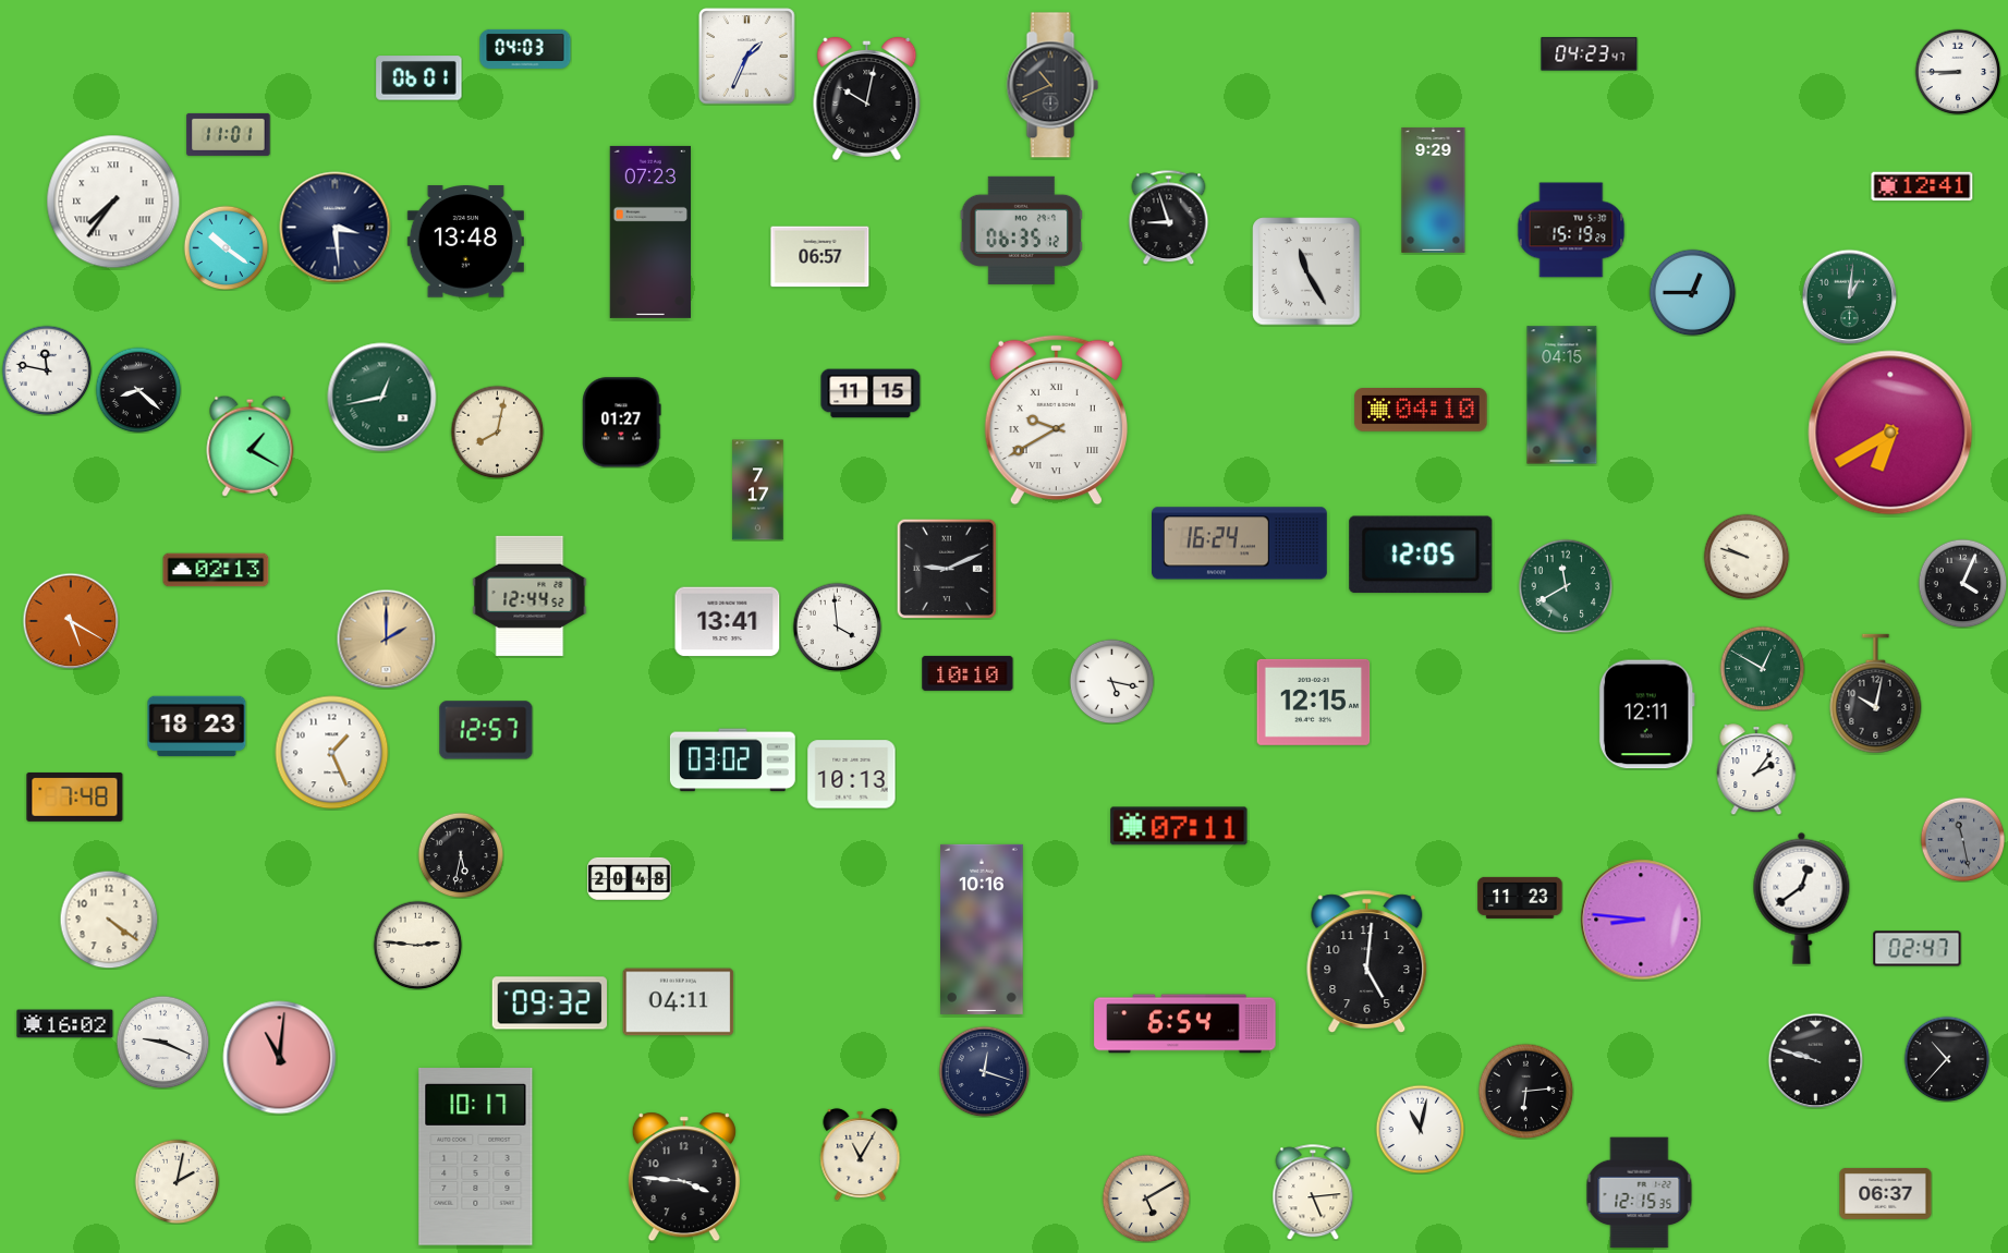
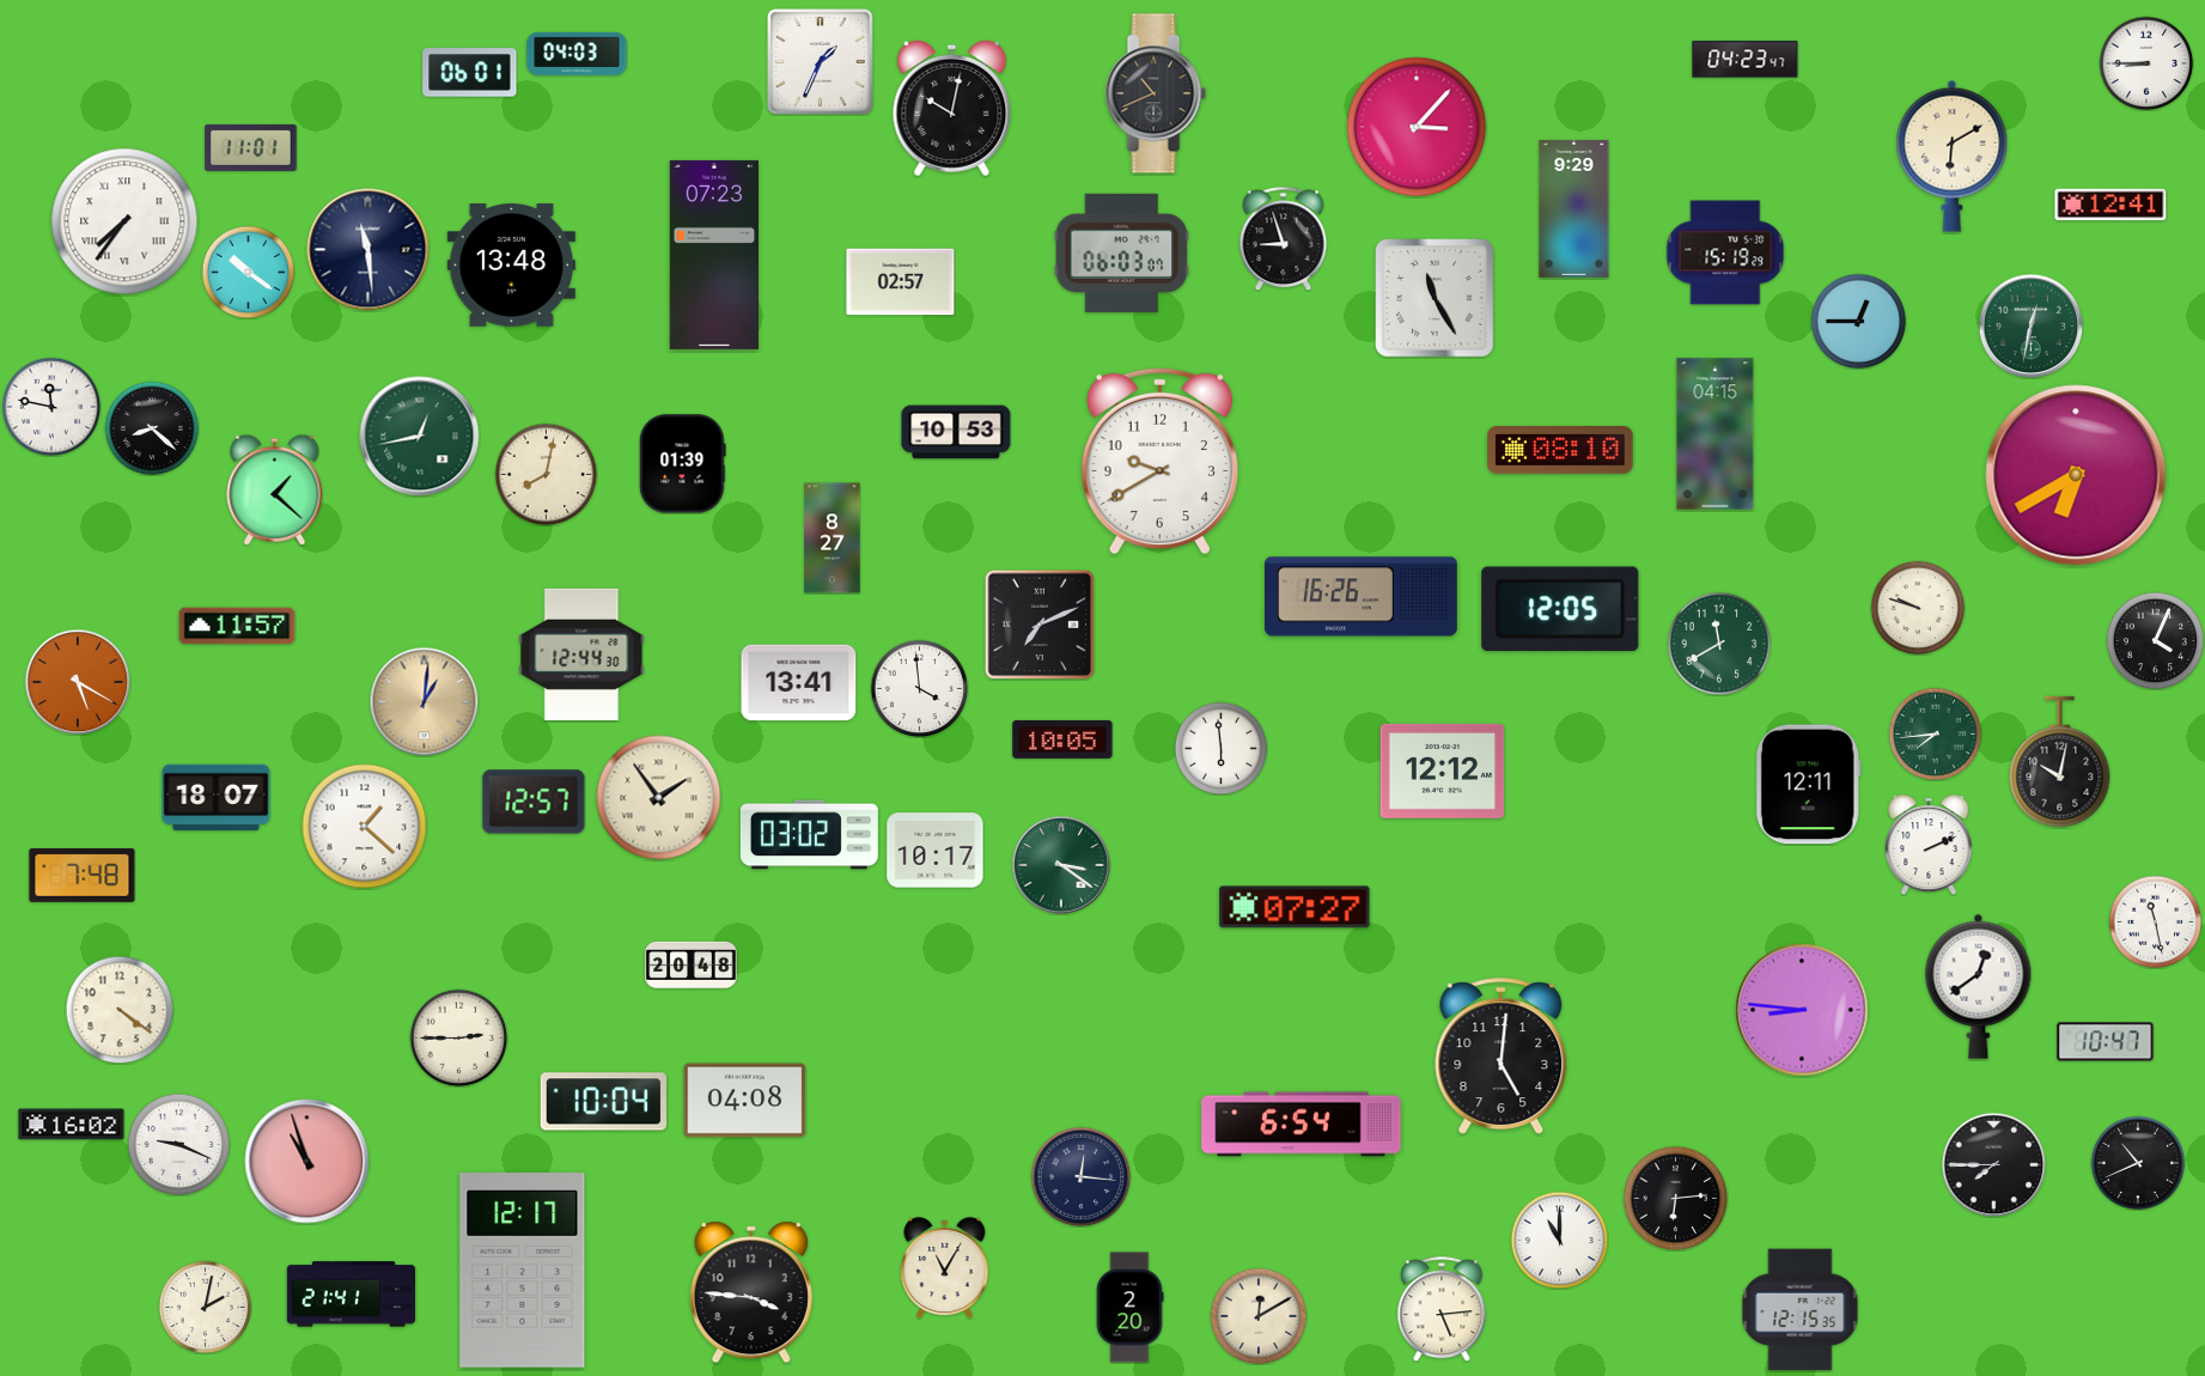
clock at (1958, 72) position: (1958, 72) -> (2146, 63)
clock at (419, 78) position: (419, 78) -> (470, 73)
clock at (1417, 127): none -> 3:07
clock at (1953, 156): none -> 6:10
clock at (336, 228): 3:29 -> 11:29
clock at (1022, 230): 06:35 -> 06:03
clock at (820, 257): 06:57 -> 02:57
clock at (1849, 296): 1:01 -> 12:32
clock at (871, 393): 11:15 -> 10:53
clock at (1421, 410): 04:10 -> 08:10
clock at (1056, 421) numerals: Roman -> Arabic
clock at (622, 423): 01:27 -> 01:39
clock at (251, 446): 1:20 -> 1:22
clock at (758, 490): 7:17 -> 8:27
clock at (1240, 544): 16:24 -> 16:26
clock at (1747, 557) position: (1747, 557) -> (1918, 608)
clock at (947, 569): 9:11 -> 7:11
clock at (216, 570): 02:13 -> 11:57
clock at (530, 596): 12:44:52 -> 12:44:30
clock at (386, 638): 2:00 -> 1:01
clock at (1762, 668): 12:50 -> 7:44
clock at (968, 673): 10:10 -> 10:05
clock at (1111, 681): 5:17 -> 5:59
clock at (1314, 702): 12:15 -> 12:12
clock at (197, 727): 18:23 -> 18:07
clock at (659, 798): none -> 1:54
clock at (332, 753): 1:26 -> 1:22
clock at (732, 761) position: (732, 761) -> (809, 835)
clock at (1756, 769): 2:06 -> 2:11
clock at (852, 775): 10:13 -> 10:17
clock at (1061, 865): none -> 3:21
clock at (1179, 826): 07:11 -> 07:27
clock at (1962, 839) dial: grey -> white
clock at (461, 855): 5:32 -> none
clock at (1520, 898): 11:23 -> none
clock at (983, 929): 10:16 -> none
clock at (417, 945): 2:46 -> 2:45
clock at (1918, 949): 02:47 -> 10:47
clock at (679, 1002): 04:11 -> 04:08
clock at (549, 1003): 09:32 -> 10:04
clock at (280, 1058): 11:01 -> 10:57
clock at (1947, 1059): 10:37 -> 10:41
clock at (1815, 1060): 9:48 -> 7:45
clock at (984, 1071): 12:18 -> 12:16
clock at (1420, 1129): 11:02 -> 11:00
clock at (476, 1157): 10:17 -> 12:17
clock at (352, 1295): none -> 21:41
clock at (177, 1181) position: (177, 1181) -> (205, 1307)
clock at (1129, 1308): none -> 2:20
clock at (1886, 1193): 06:37 -> none
clock at (1146, 1199): 5:10 -> 12:10
